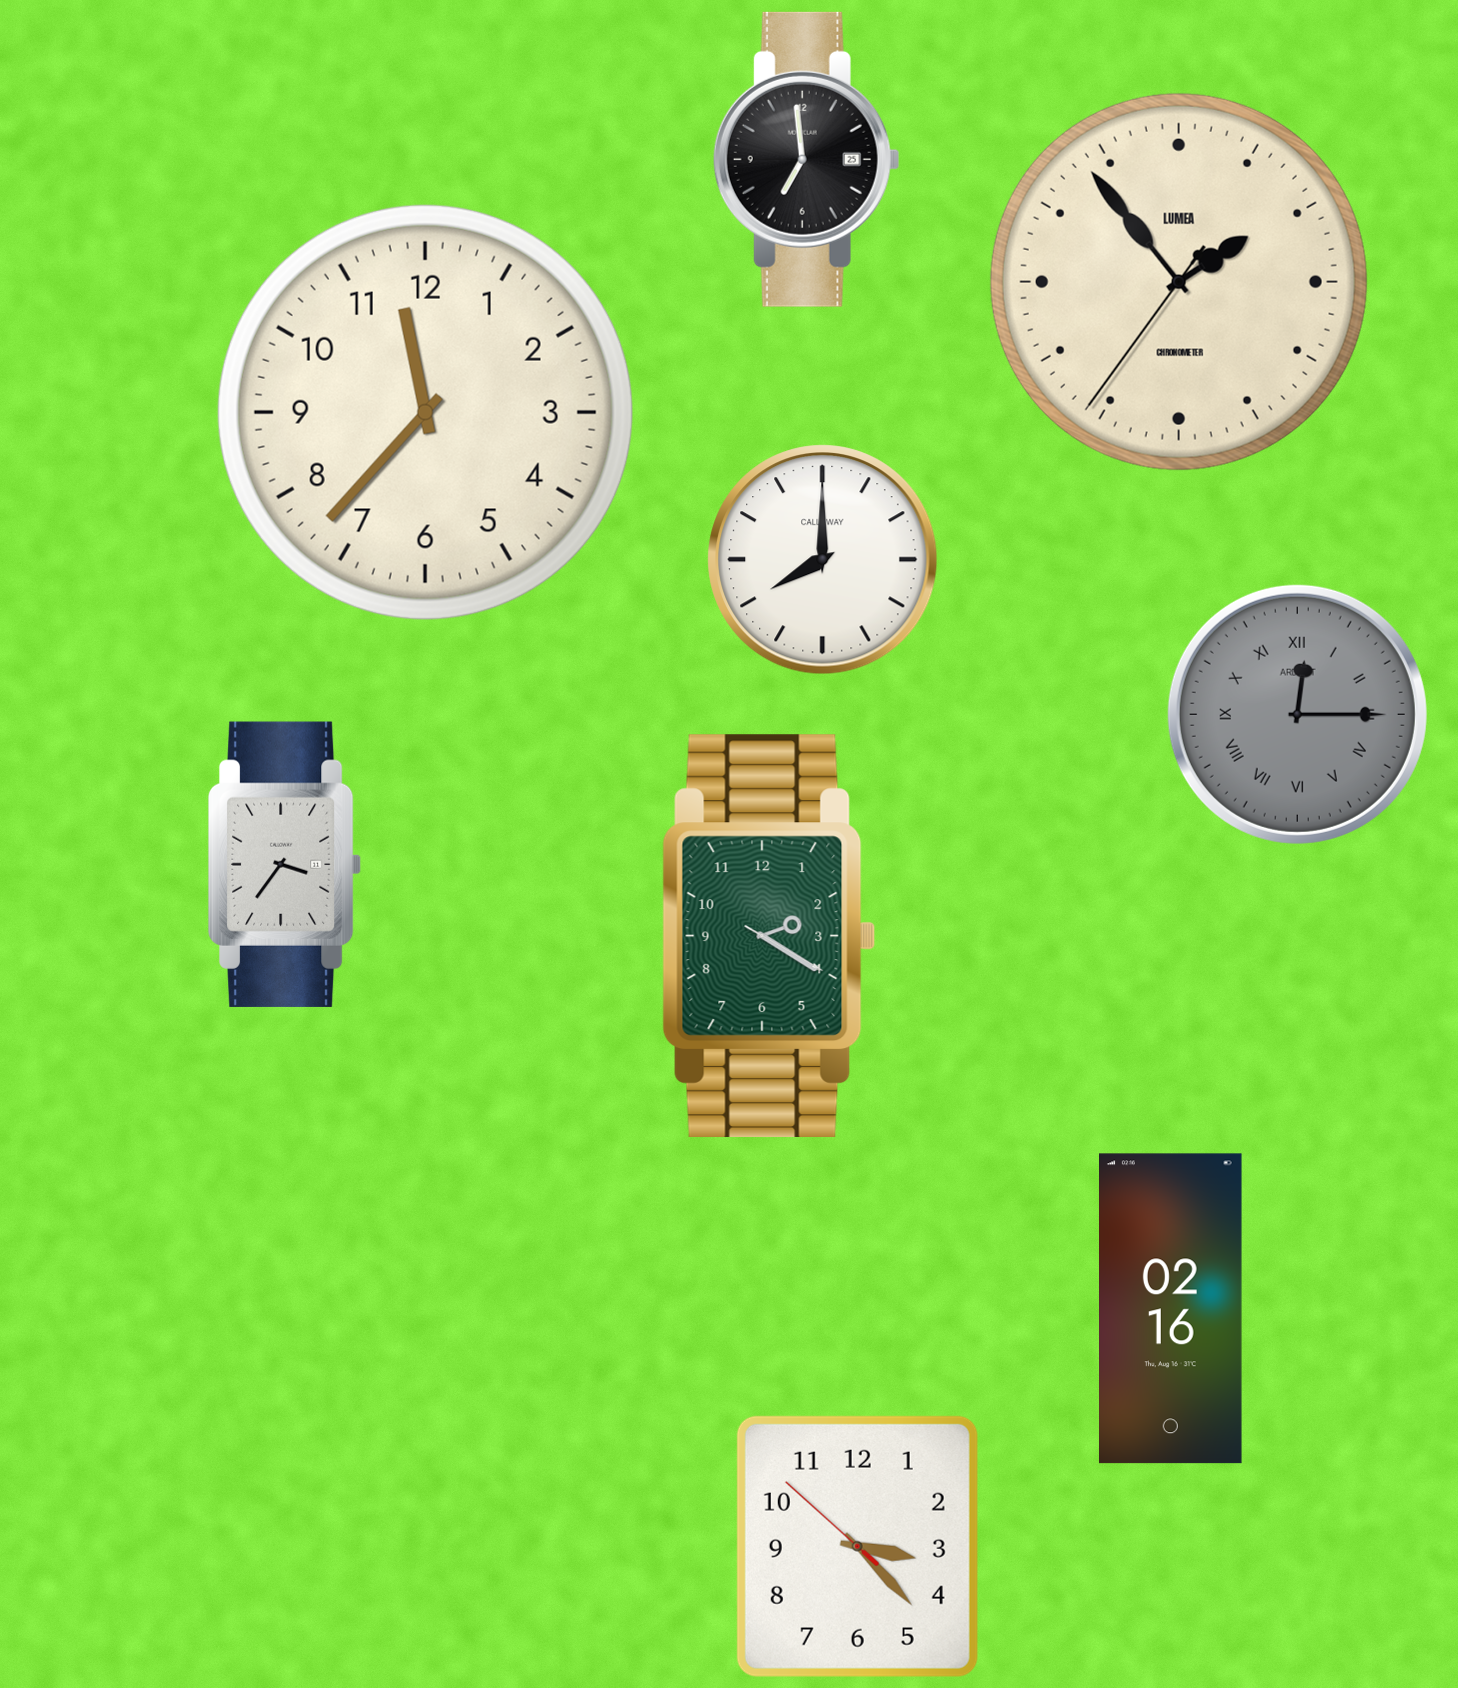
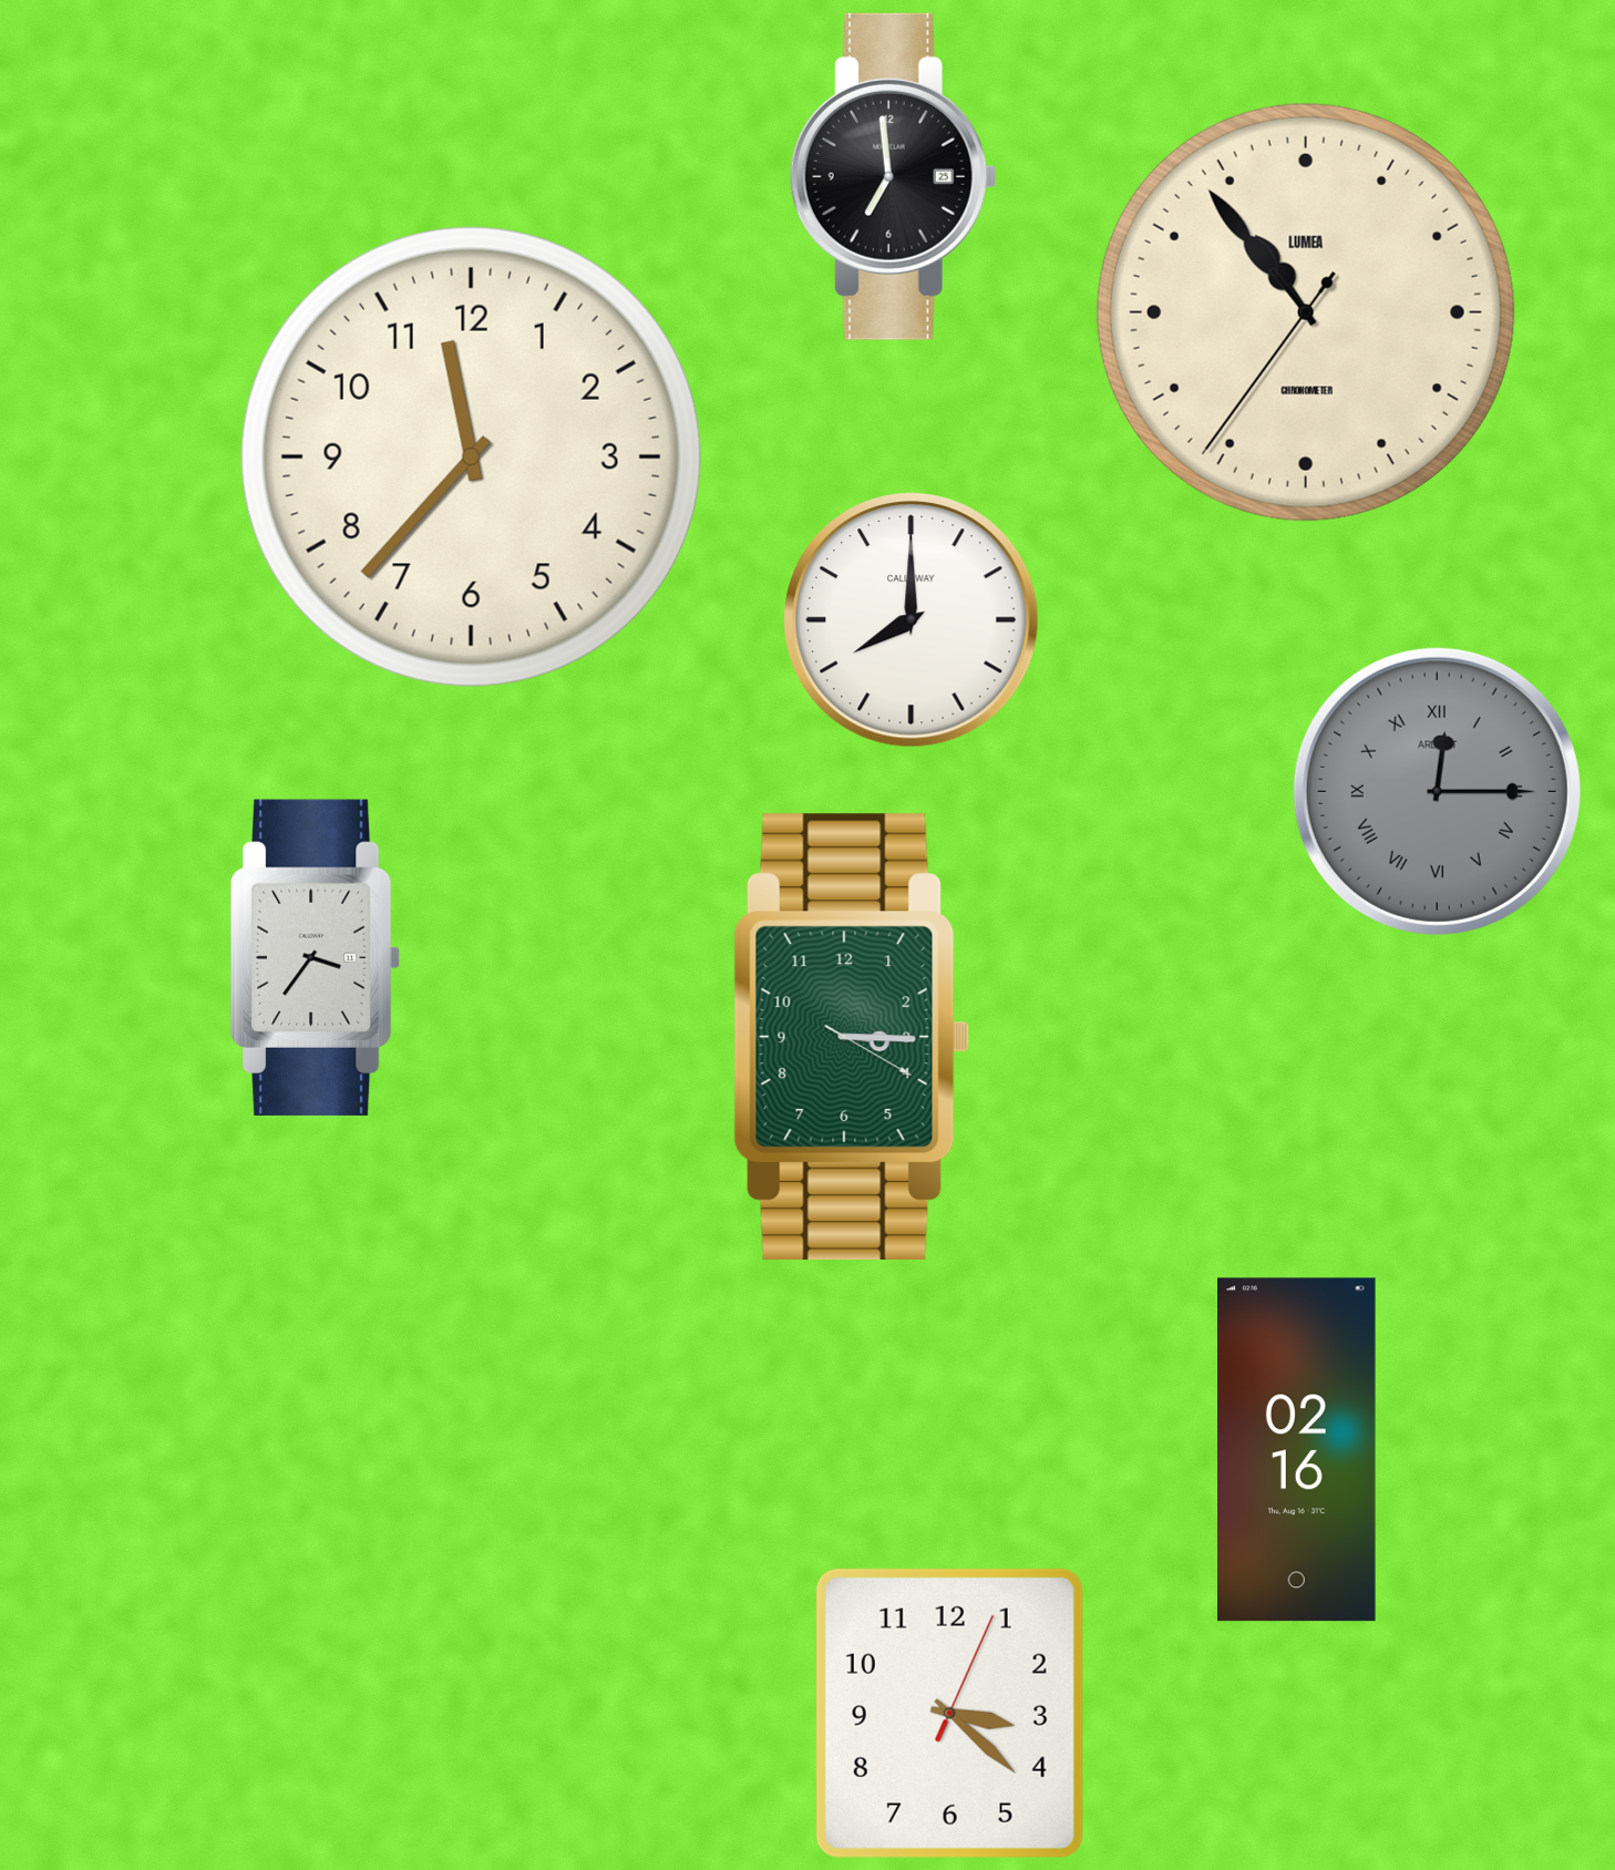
clock at (1179, 282): 1:53 -> 10:53
clock at (769, 936): 2:20 -> 3:15
clock at (857, 1546): 3:22:52 -> 3:22:04
